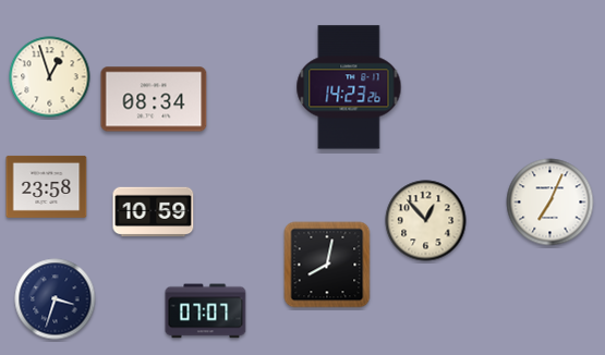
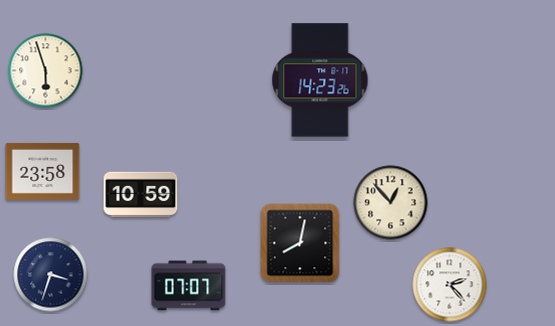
clock at (50, 77): 12:57 -> 5:57
clock at (154, 99): 08:34 -> none
clock at (550, 203): 7:04 -> none
clock at (450, 285): none -> 2:23
